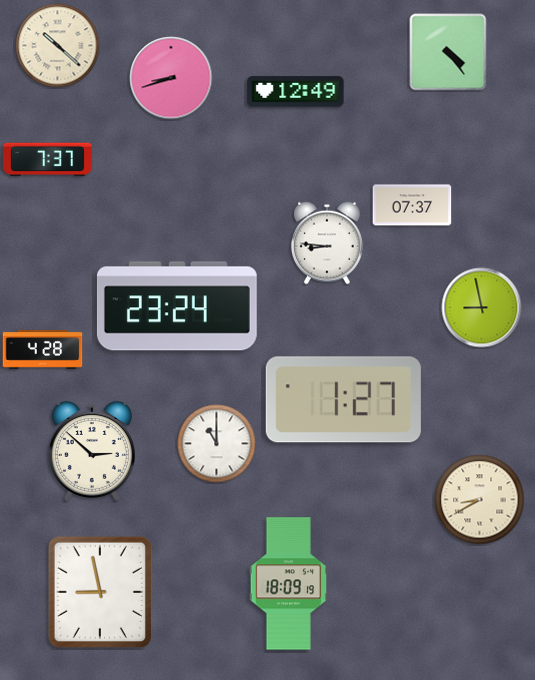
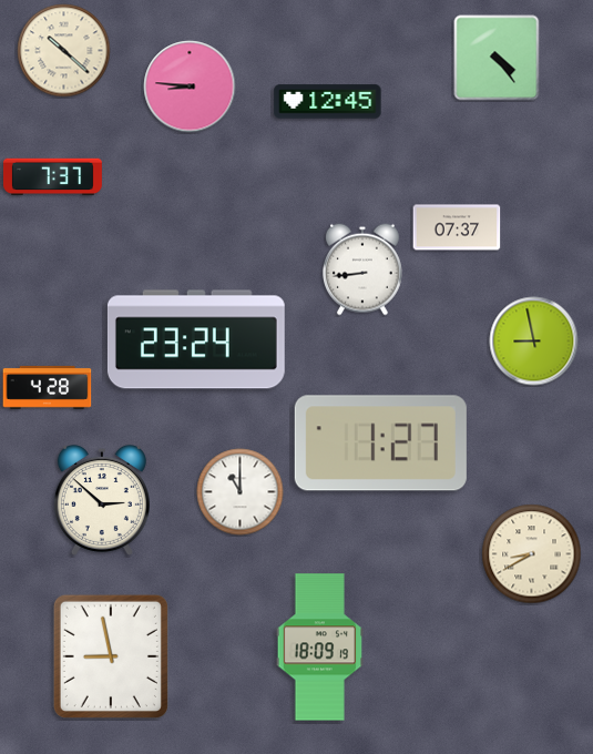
clock at (171, 78): 8:42 -> 8:46
clock at (296, 92): 12:49 -> 12:45
clock at (327, 243): 8:46 -> 8:44
